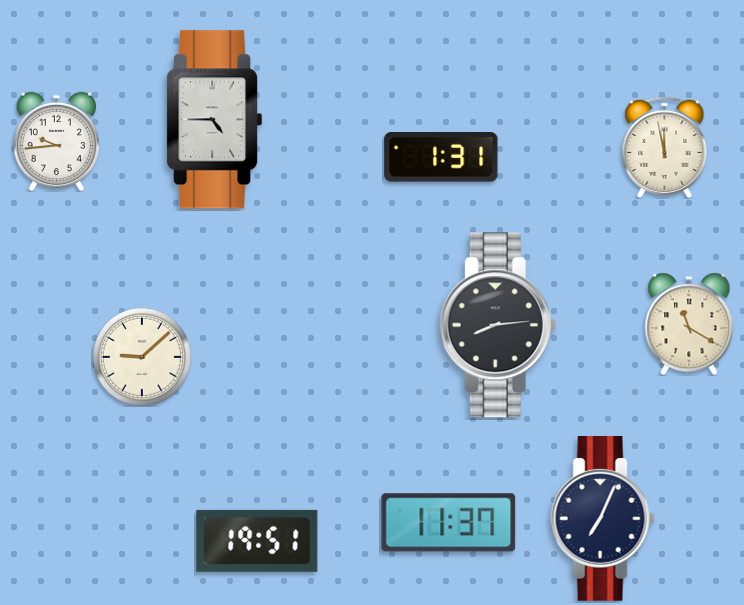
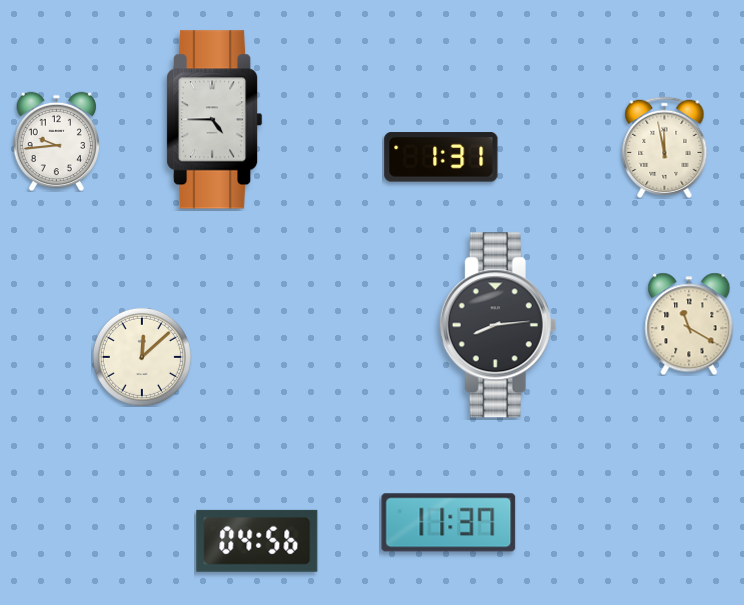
clock at (142, 357): 9:08 -> 12:08
clock at (602, 519): 7:04 -> none
clock at (257, 541): 19:51 -> 04:56
